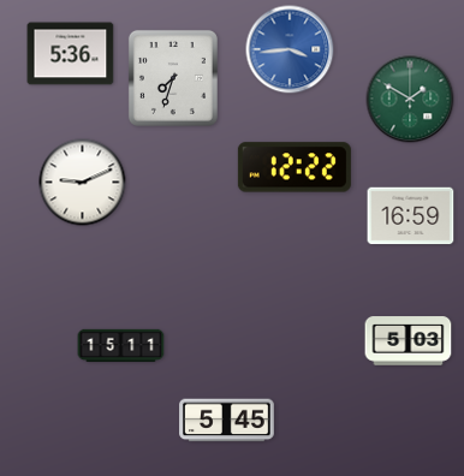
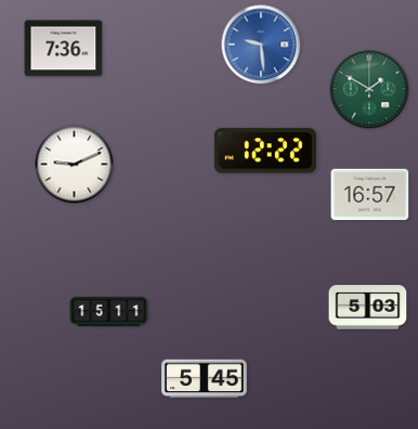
clock at (290, 49): 3:44 -> 9:29
clock at (71, 54): 5:36 -> 7:36
clock at (173, 78): 7:33 -> none
clock at (411, 216): 16:59 -> 16:57
